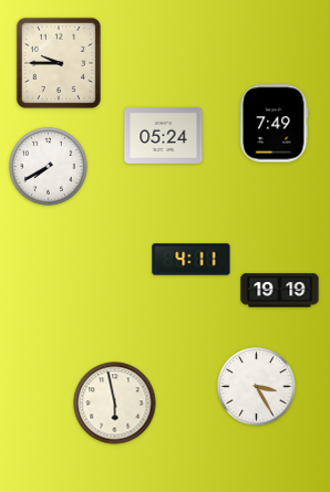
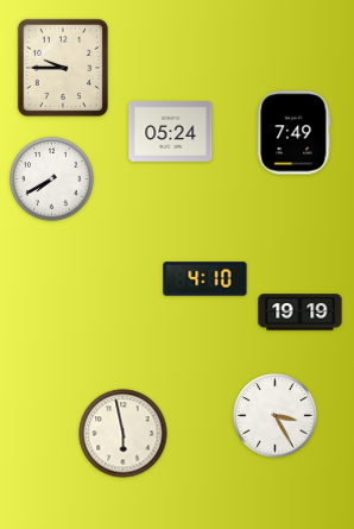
clock at (164, 136) position: (164, 136) -> (171, 132)
clock at (192, 260): 4:11 -> 4:10
